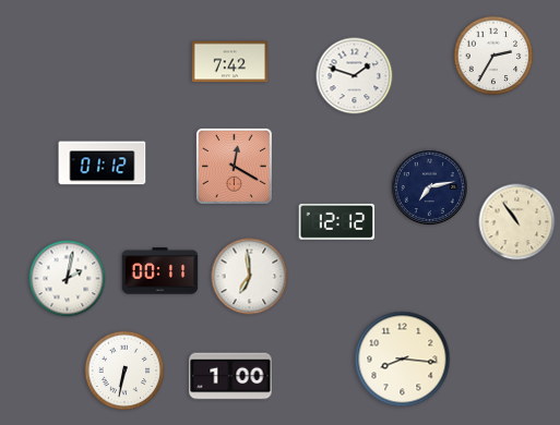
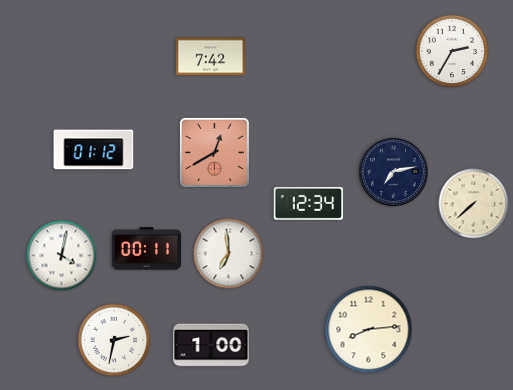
clock at (355, 76): 1:48 -> none
clock at (234, 166): 12:20 -> 12:40
clock at (337, 221): 12:12 -> 12:34
clock at (517, 222): 10:54 -> 7:38
clock at (68, 279): 2:02 -> 4:02
clock at (403, 360): 8:16 -> 8:14
clock at (124, 371): 6:32 -> 2:32
